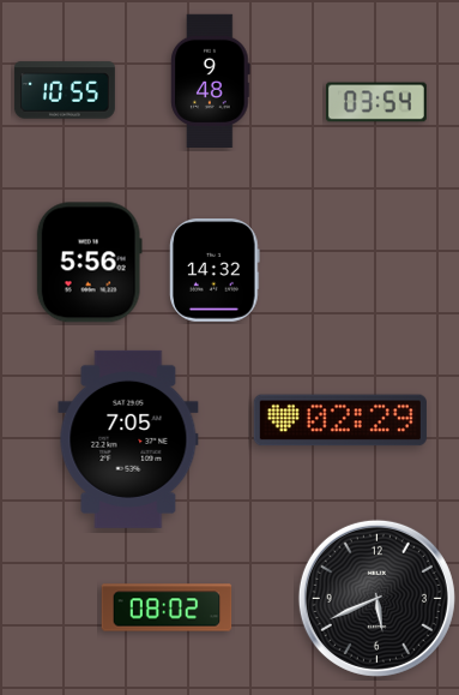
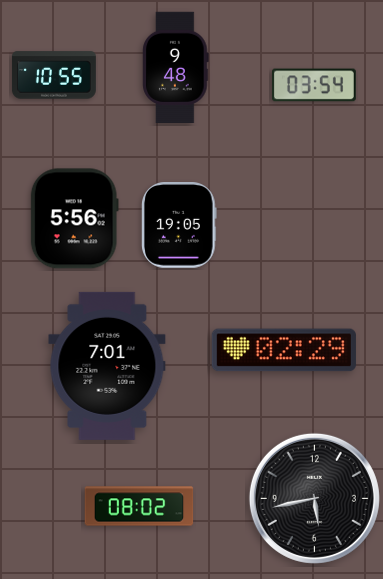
clock at (216, 271): 14:32 -> 19:05
clock at (128, 439): 7:05 -> 7:01
clock at (376, 598): 5:41 -> 5:43
